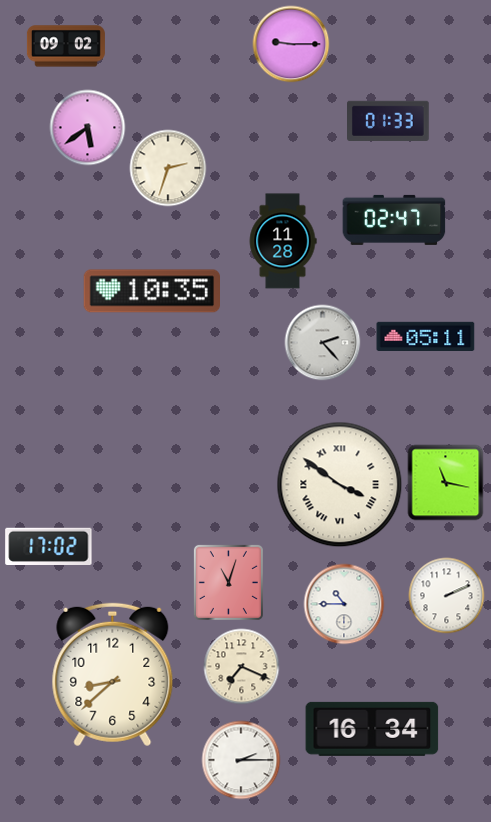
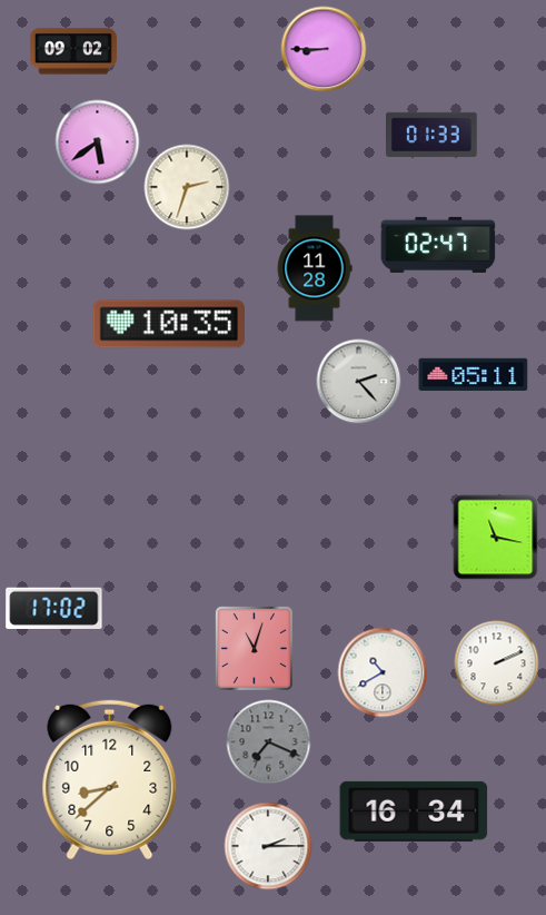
clock at (291, 44): 9:15 -> 8:45
clock at (340, 485): 3:51 -> none
clock at (344, 604): 10:45 -> 10:40
clock at (242, 667) dial: cream -> grey
clock at (113, 675) position: (113, 675) -> (110, 780)
